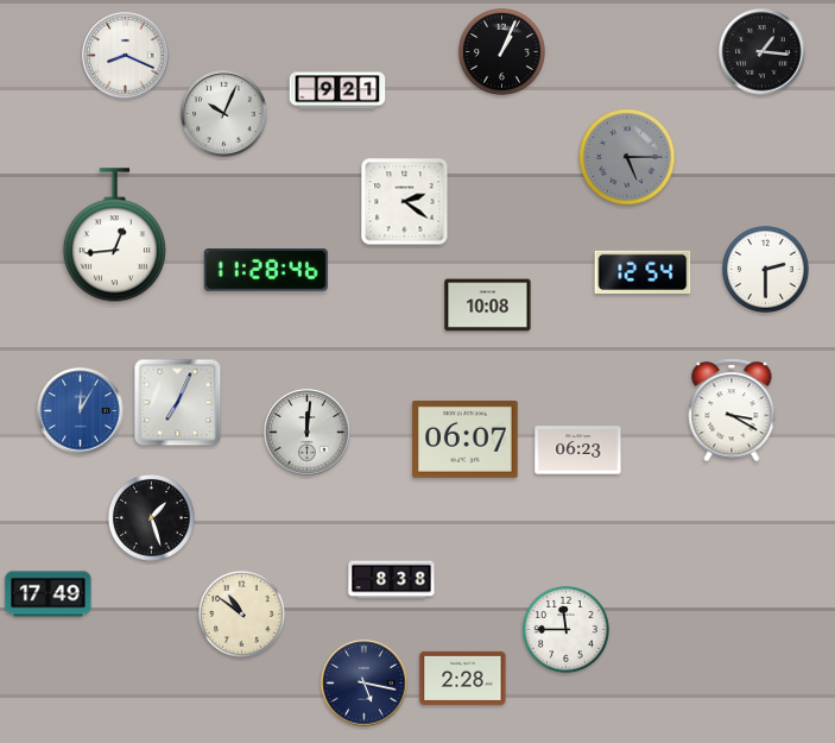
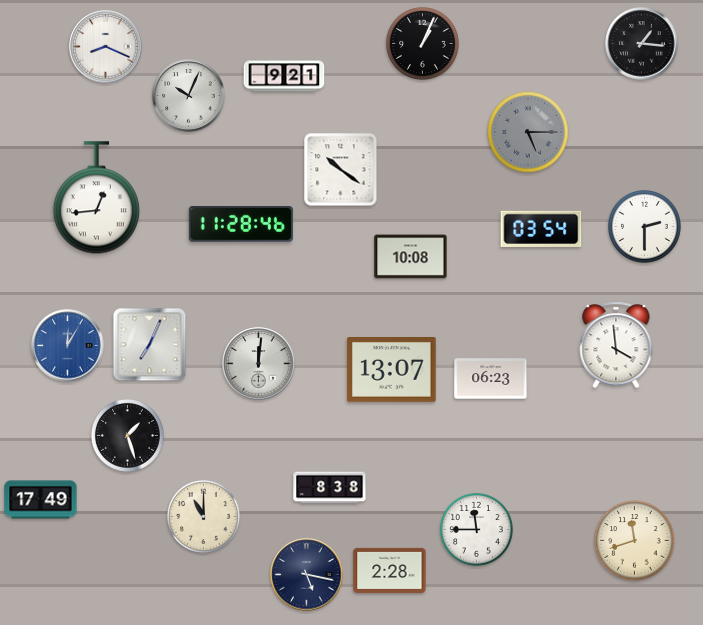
clock at (405, 202): 2:21 -> 10:21
clock at (266, 271) position: (266, 271) -> (241, 225)
clock at (643, 272): 12:54 -> 03:54
clock at (178, 403) position: (178, 403) -> (150, 345)
clock at (732, 410): 3:20 -> 3:59
clock at (466, 440): 06:07 -> 13:07
clock at (578, 451) position: (578, 451) -> (491, 379)
clock at (242, 615): 10:51 -> 11:00
clock at (635, 541): none -> 11:42
